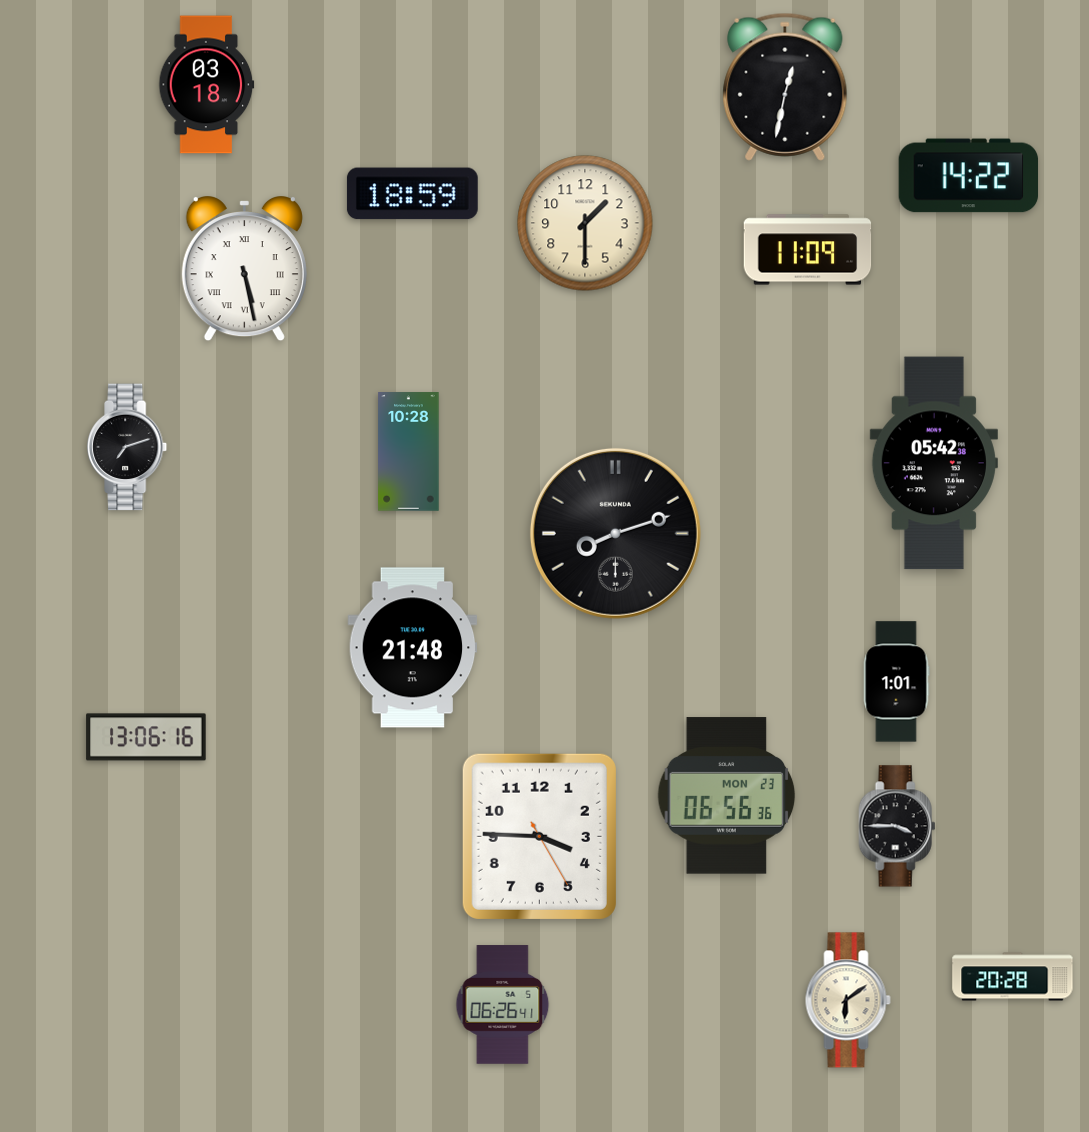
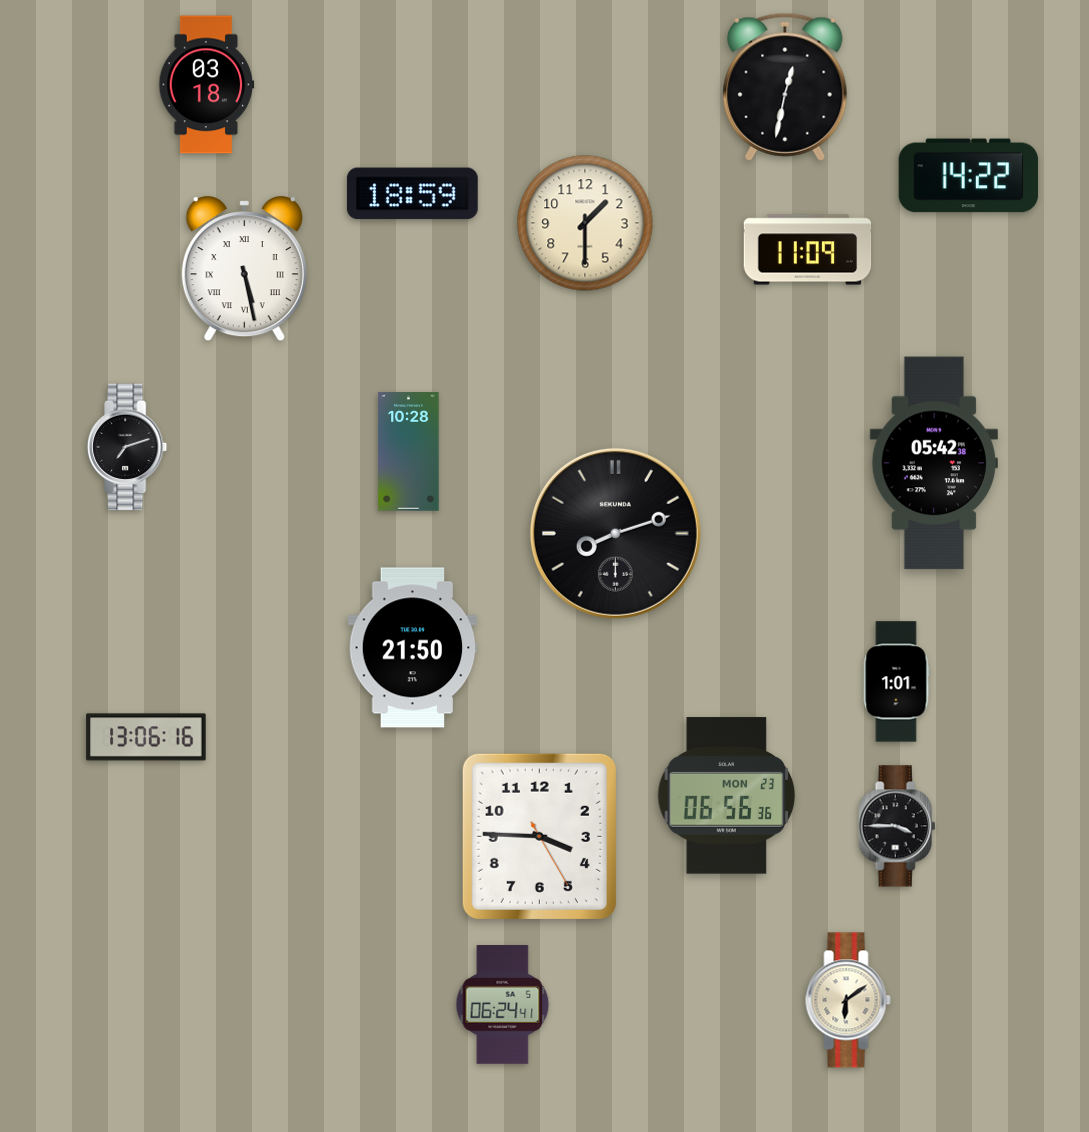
clock at (413, 648): 21:48 -> 21:50
clock at (1013, 977): 20:28 -> none
clock at (503, 1005): 06:26 -> 06:24
